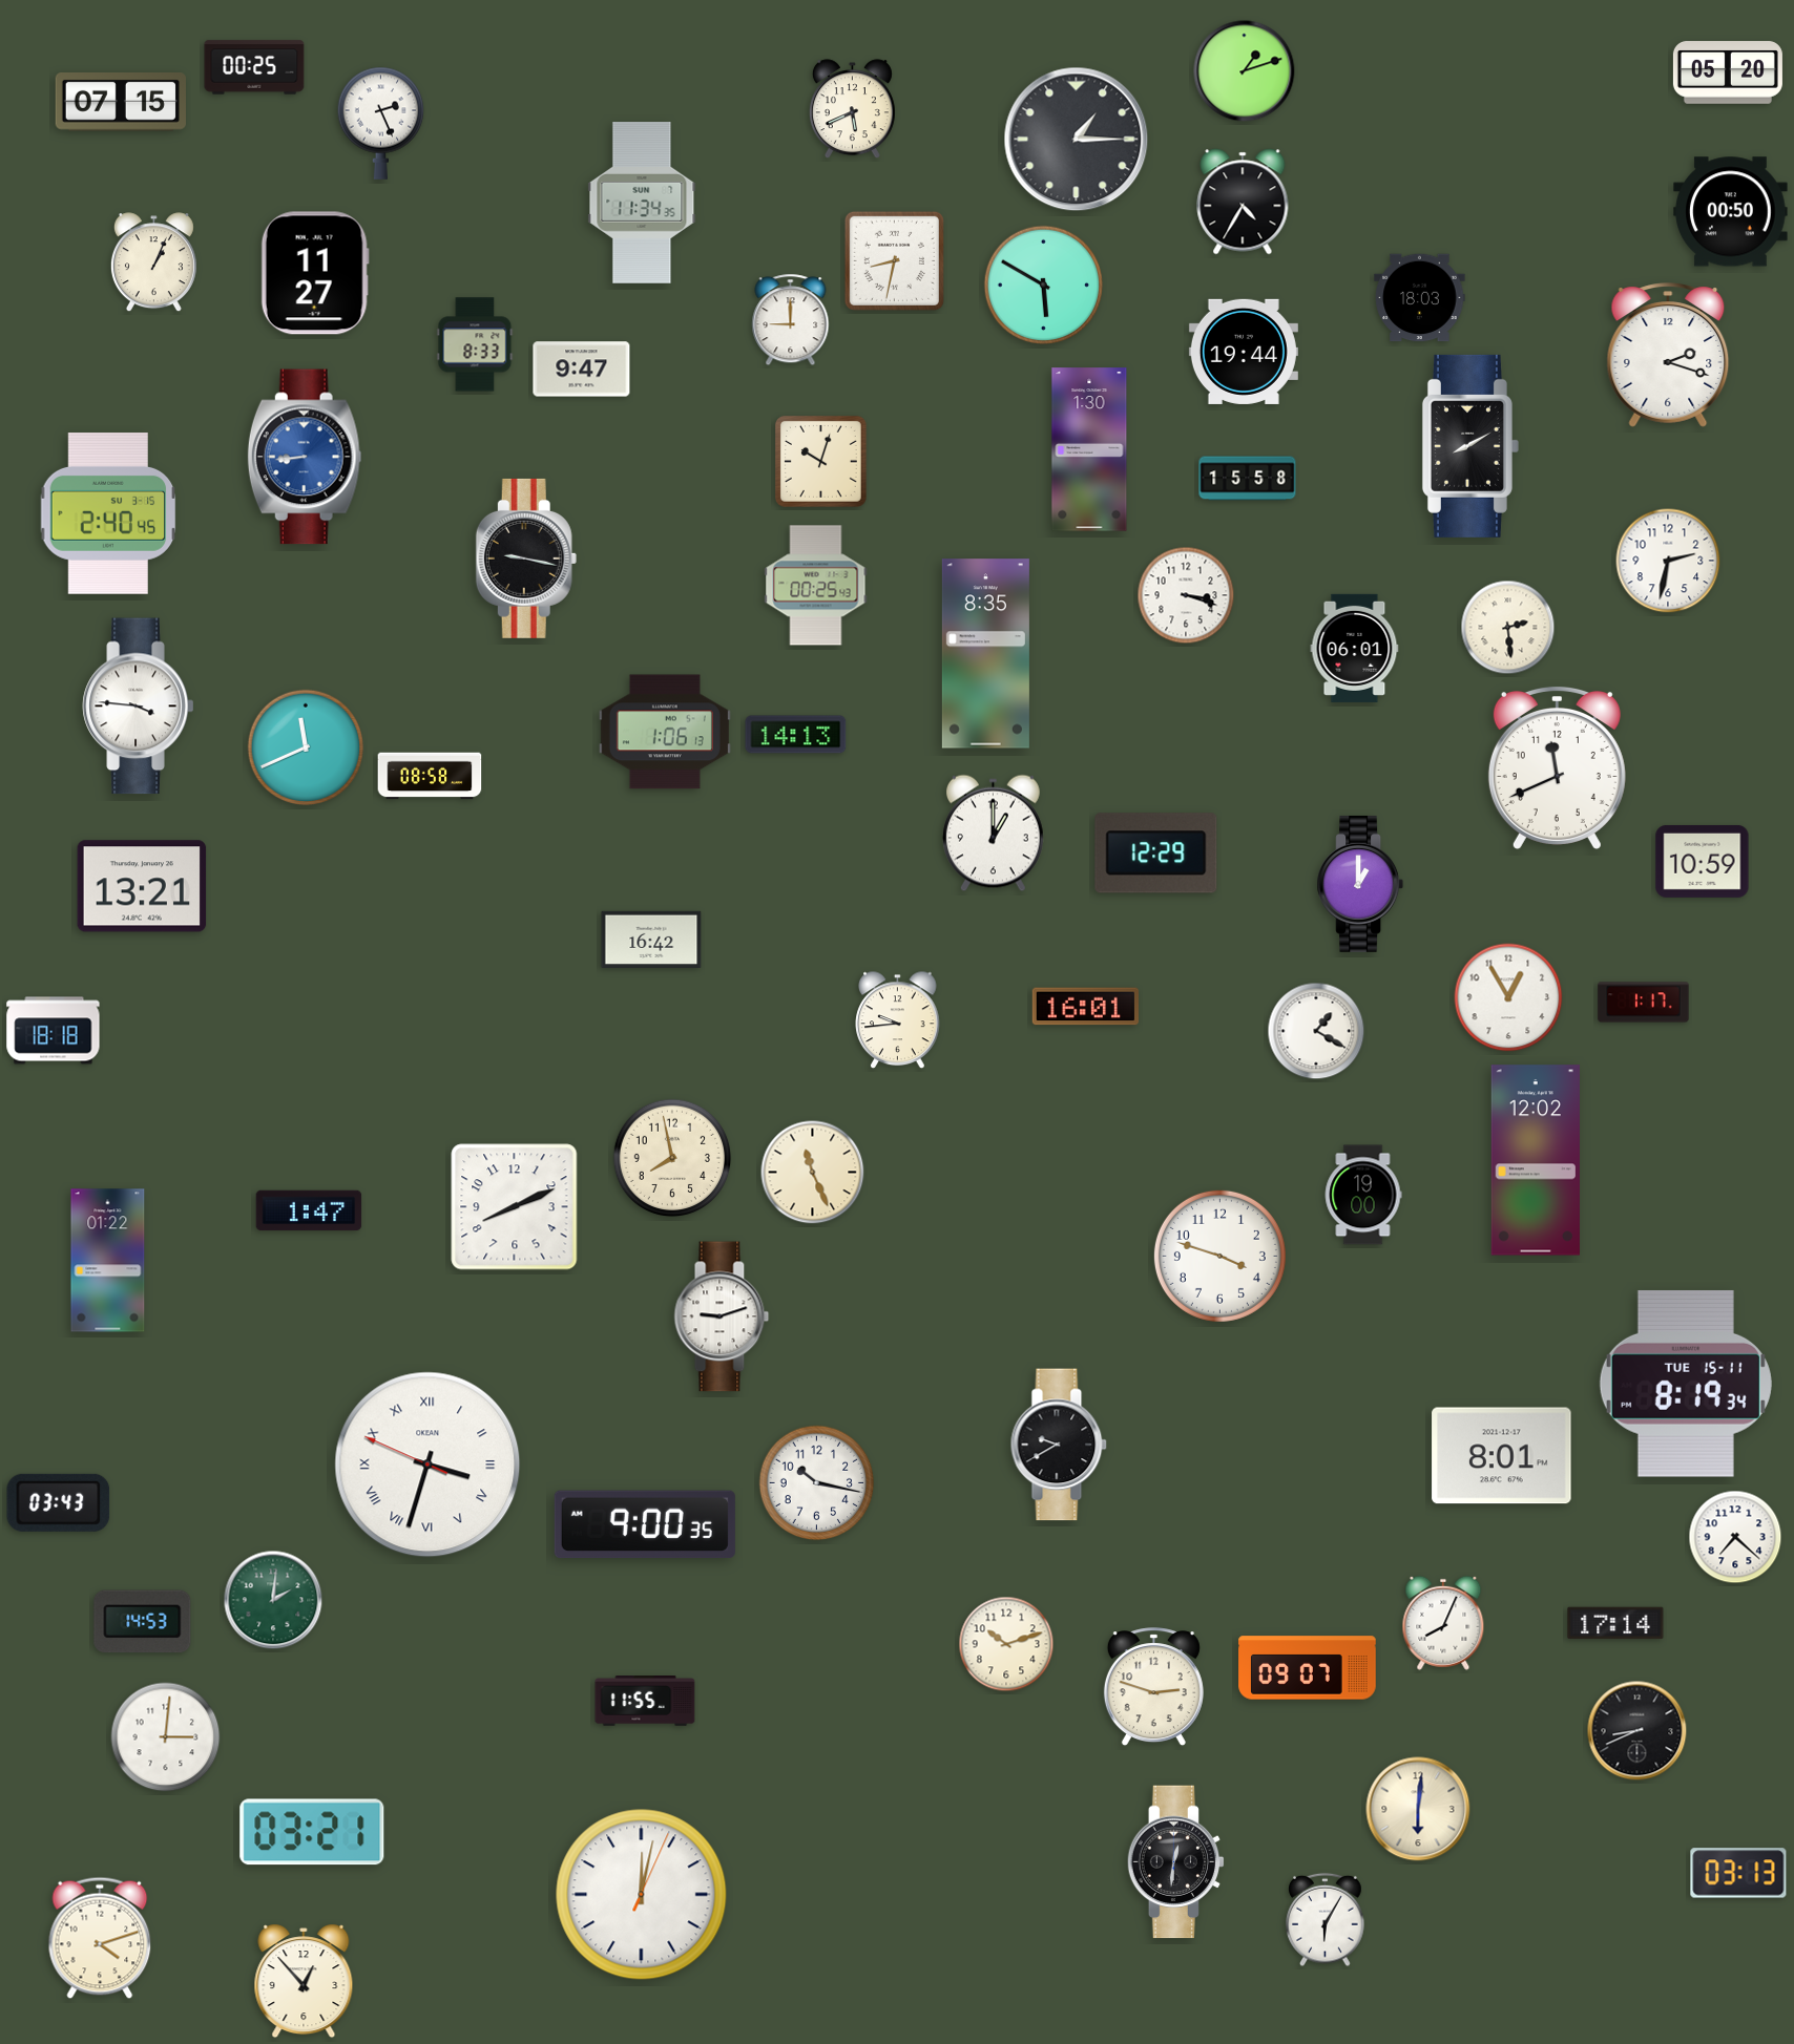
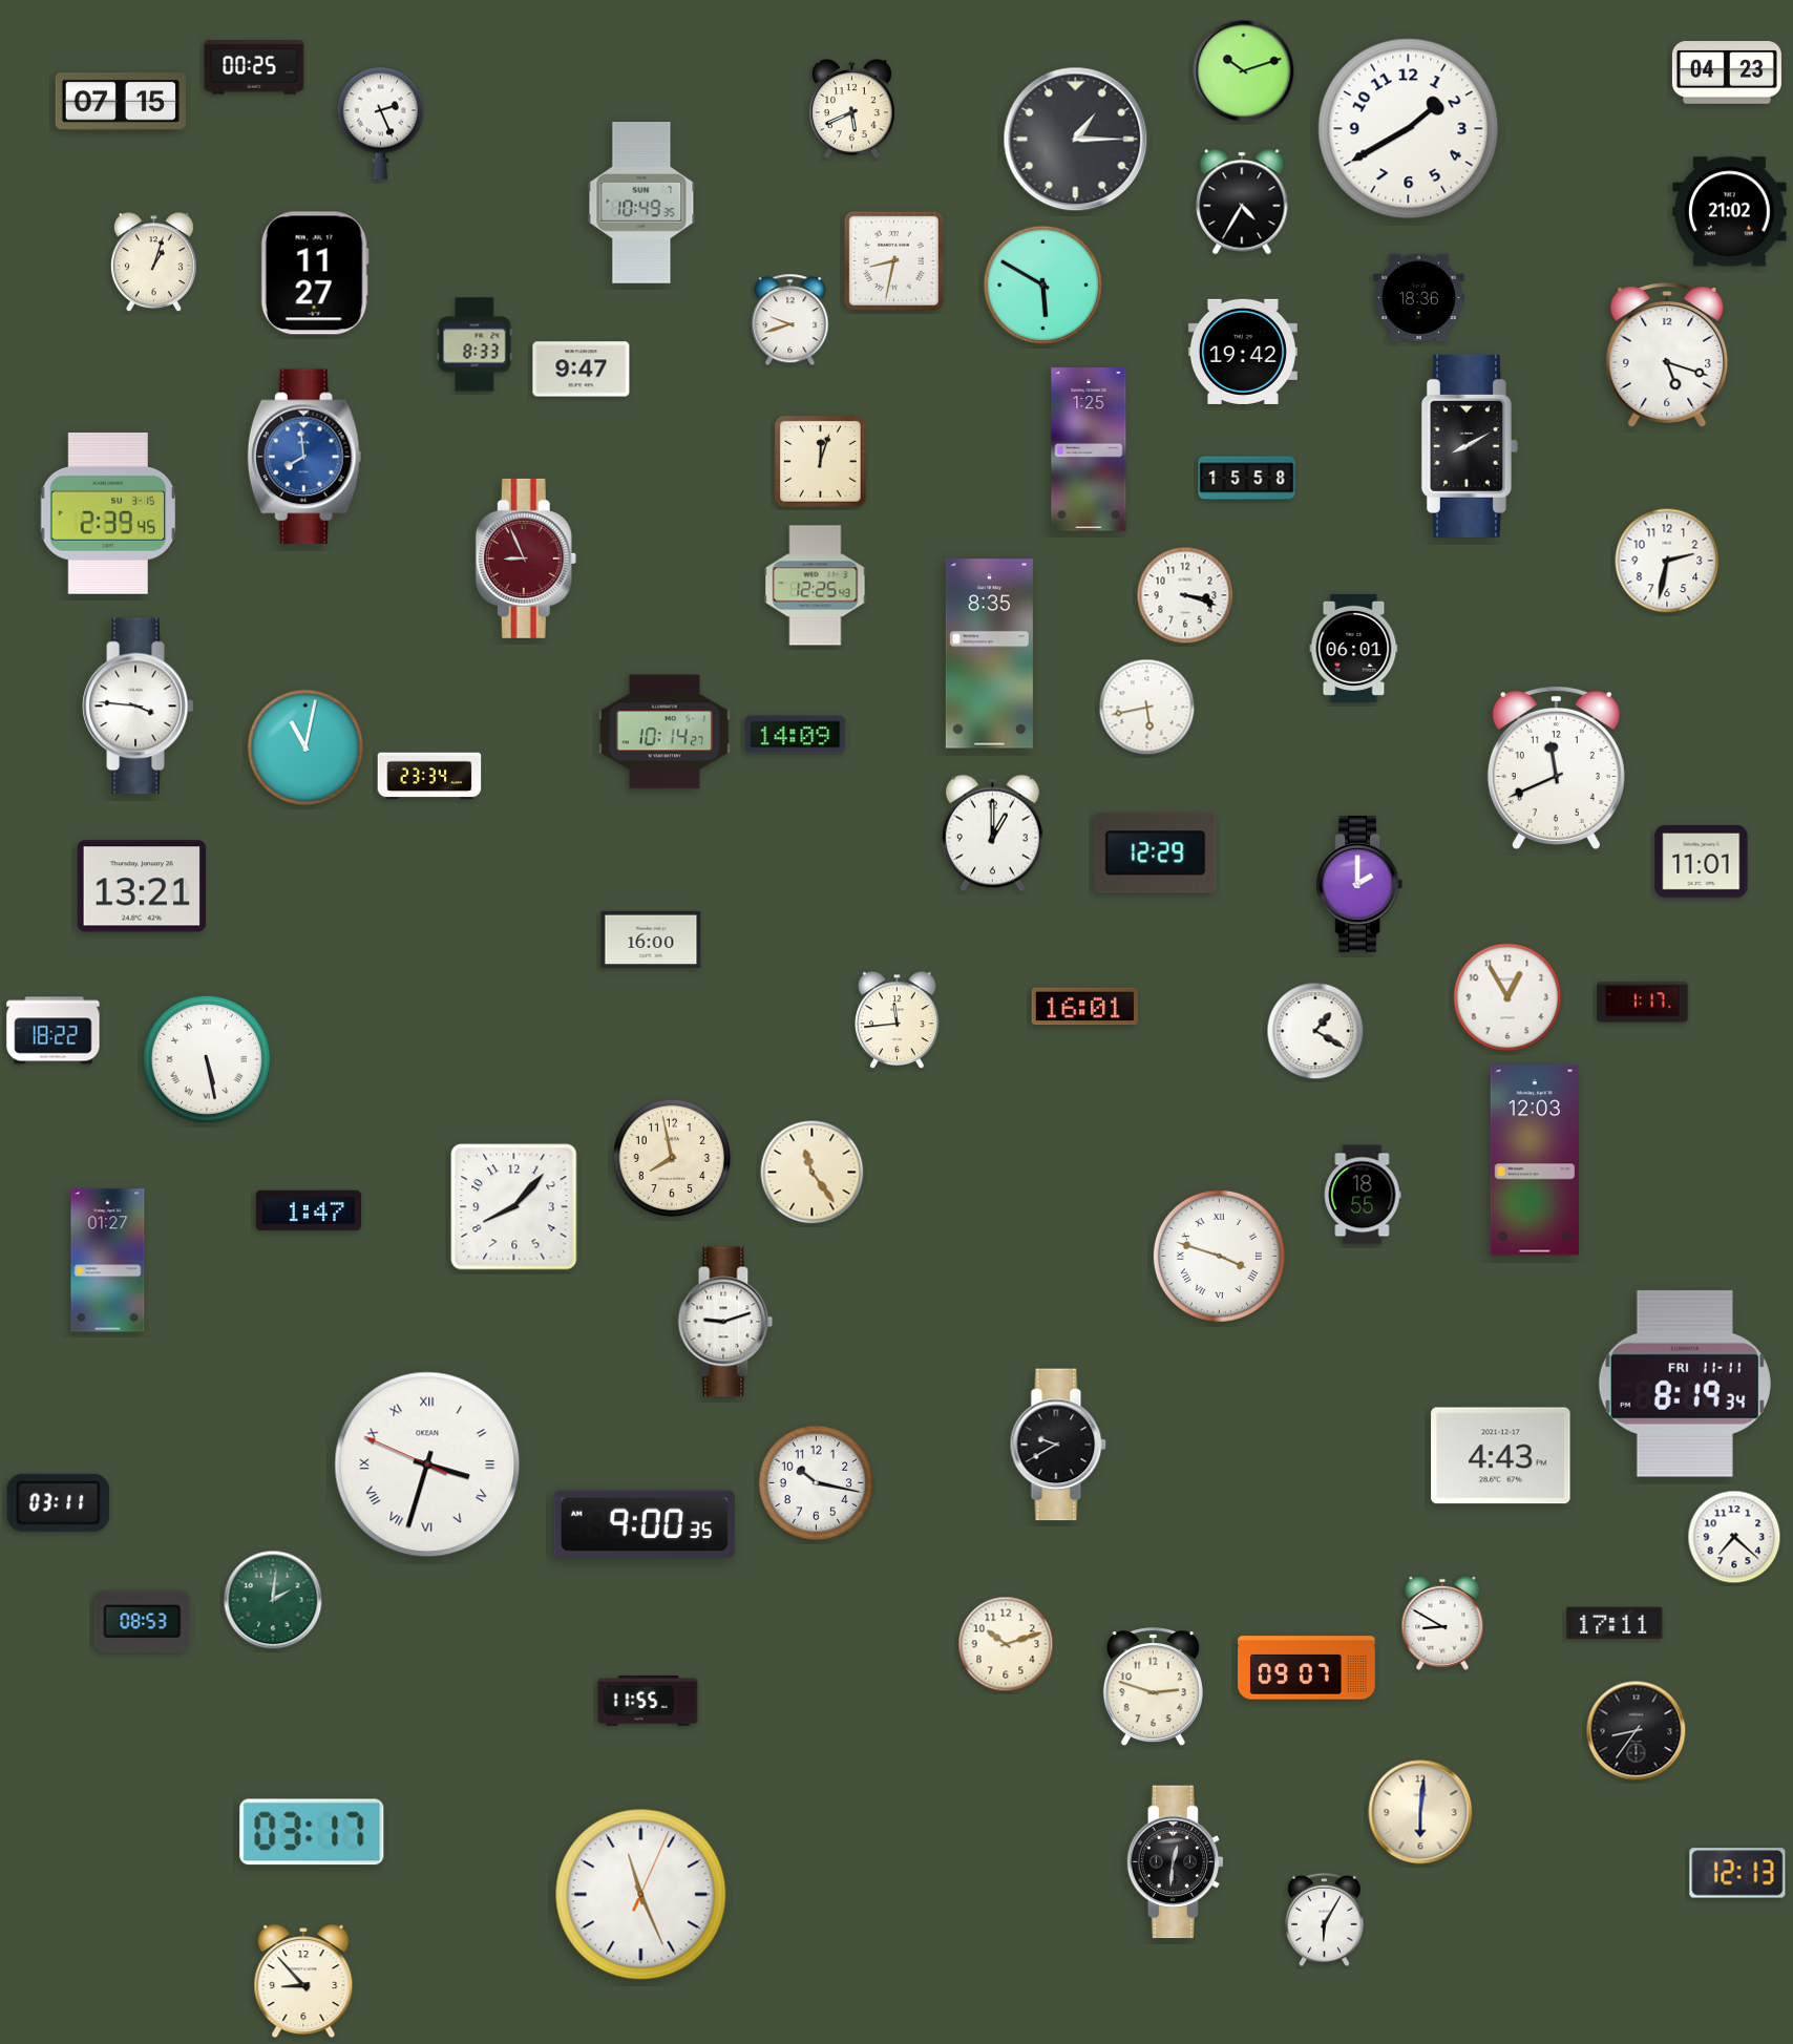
clock at (1245, 71): 1:12 -> 10:12
clock at (1728, 72): 05:20 -> 04:23
clock at (1409, 129): none -> 1:40
clock at (642, 203): 11:34 -> 10:49
clock at (1731, 212): 00:50 -> 21:02
clock at (153, 262): 1:04 -> 1:03
clock at (1420, 298): 18:03 -> 18:36
clock at (791, 320): 9:00 -> 9:42
clock at (1244, 352): 19:44 -> 19:42
clock at (1668, 355): 2:18 -> 5:18
clock at (1089, 449): 1:30 -> 1:25
clock at (305, 457): 8:44 -> 7:59
clock at (820, 461): 10:03 -> 12:03
clock at (108, 514): 2:40 -> 2:39
clock at (526, 559): 9:17 -> 8:56
clock at (526, 559) dial: black -> burgundy
clock at (816, 586): 00:25 -> 12:25
clock at (1508, 628): 2:29 -> none
clock at (985, 654) position: (985, 654) -> (989, 654)
clock at (1147, 708): none -> 5:43
clock at (665, 732): 1:06 -> 10:14
clock at (796, 735): 14:13 -> 14:09
clock at (306, 747): 11:41 -> 11:02
clock at (430, 776): 08:58 -> 23:34
clock at (1703, 861): 10:59 -> 11:01
clock at (1360, 884): 1:00 -> 2:00
clock at (651, 940): 16:42 -> 16:00
clock at (898, 1020): 9:44 -> 11:44
clock at (54, 1031): 18:18 -> 18:22
clock at (207, 1059): none -> 5:28
clock at (1536, 1160): 12:02 -> 12:03
clock at (813, 1173): 11:26 -> 11:24
clock at (1363, 1195): 19:00 -> 18:55
clock at (515, 1207): 8:11 -> 8:07
clock at (1219, 1256) numerals: Arabic -> Roman
clock at (108, 1261): 01:22 -> 01:27
clock at (722, 1316) position: (722, 1316) -> (725, 1322)
clock at (1686, 1384) date: TUE 15-11 -> FRI 11-11
clock at (1502, 1456): 8:01 -> 4:43
clock at (59, 1502): 03:43 -> 03:11
clock at (143, 1622): 14:53 -> 08:53
clock at (1443, 1623): 8:04 -> 8:50
clock at (1615, 1623): 17:14 -> 17:11
clock at (645, 1702) position: (645, 1702) -> (648, 1702)
clock at (1637, 1731): 8:41 -> 8:36
clock at (166, 1737): 3:01 -> none
clock at (1418, 1809) position: (1418, 1809) -> (1420, 1812)
clock at (312, 1832): 03:21 -> 03:17
clock at (1738, 1873): 03:13 -> 12:13
clock at (642, 1895): 12:02 -> 11:26
clock at (100, 1938): 4:12 -> none
clock at (304, 1981): 12:53 -> 8:53
